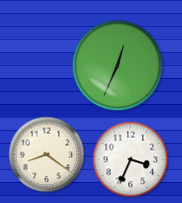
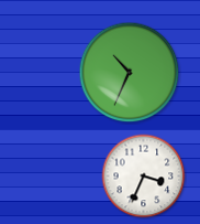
clock at (118, 66): 12:34 -> 10:34
clock at (47, 155): 8:21 -> none
